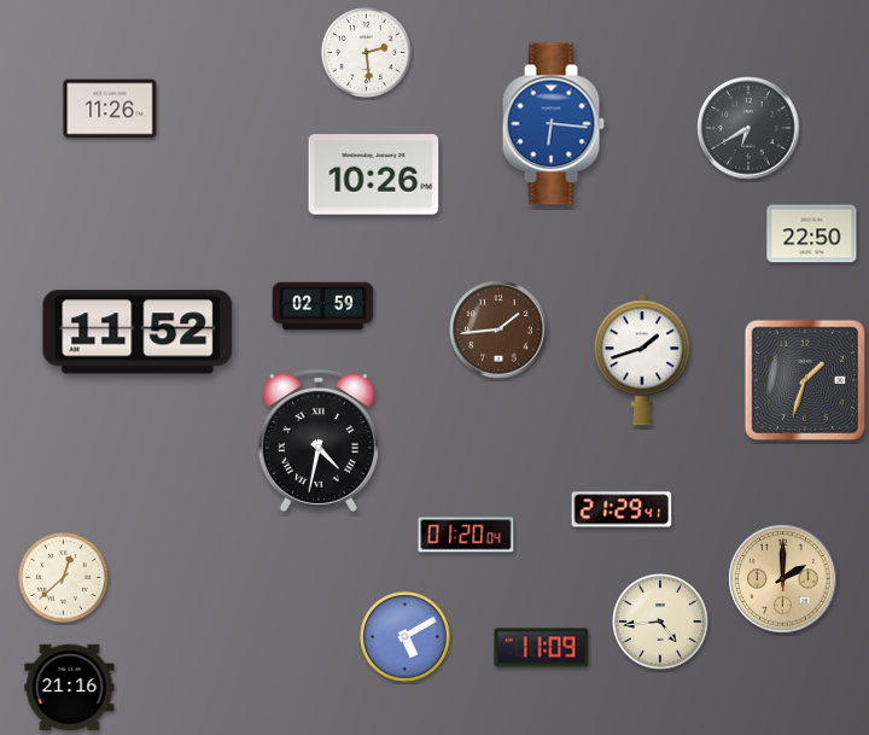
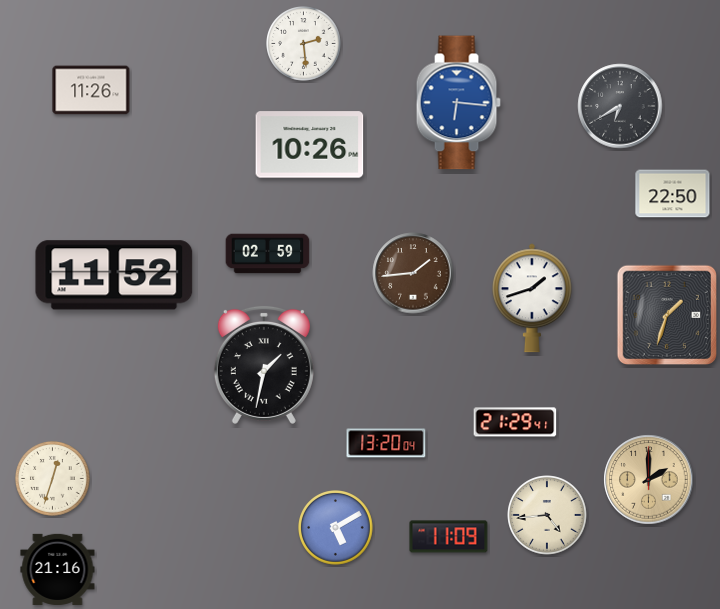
clock at (319, 441): 4:32 -> 1:32
clock at (466, 535): 01:20 -> 13:20
clock at (64, 578): 12:38 -> 12:33
